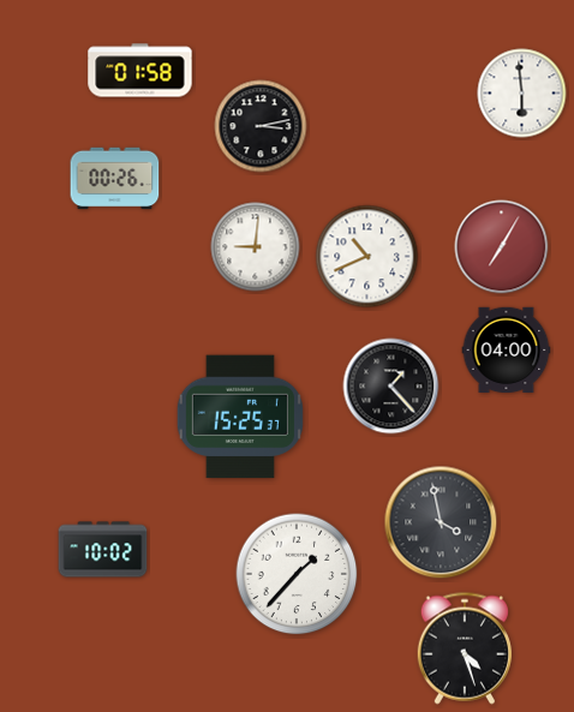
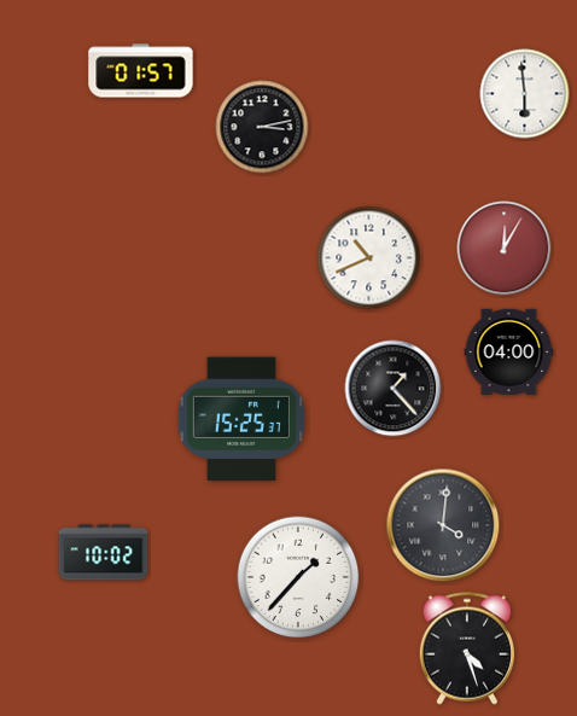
clock at (140, 71): 01:58 -> 01:57
clock at (115, 179): 00:26 -> none
clock at (256, 247): 9:01 -> none
clock at (502, 247): 7:05 -> 12:05
clock at (441, 522): 3:58 -> 4:01
clock at (465, 648) position: (465, 648) -> (467, 648)
